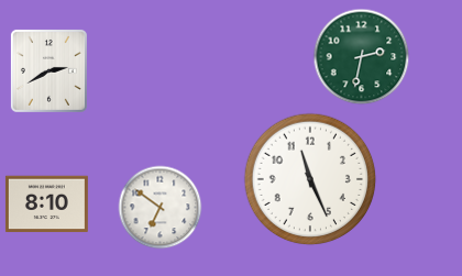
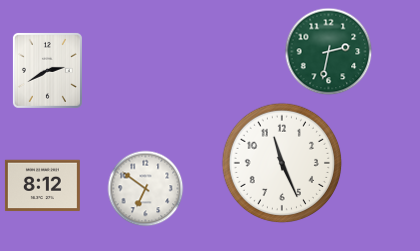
clock at (48, 70) position: (48, 70) -> (47, 70)
clock at (46, 205): 8:10 -> 8:12
